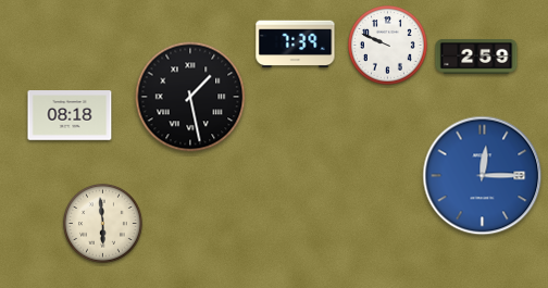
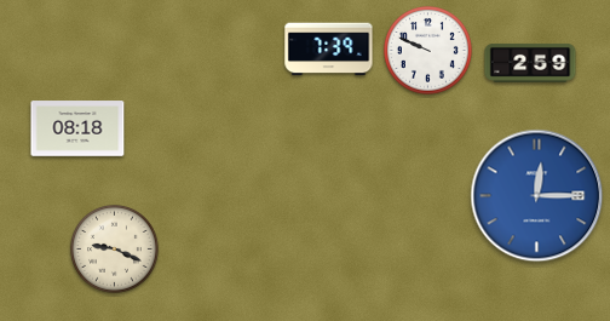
clock at (388, 46) position: (388, 46) -> (428, 51)
clock at (190, 97): 1:28 -> none
clock at (103, 224): 5:59 -> 9:19
